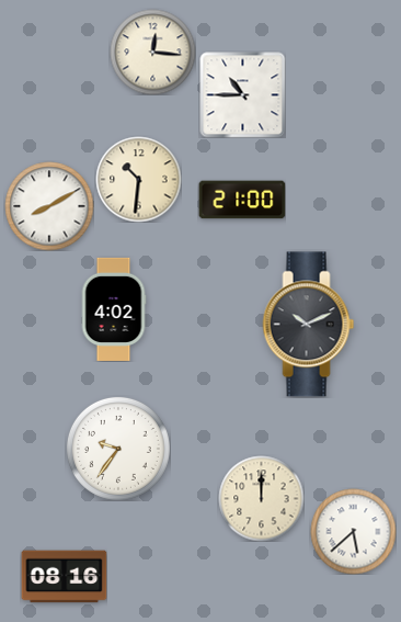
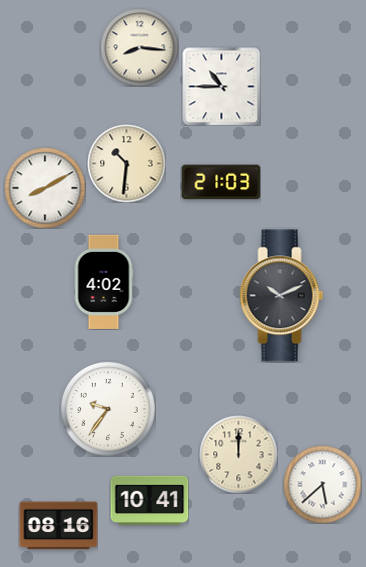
clock at (152, 52): 12:16 -> 8:16
clock at (242, 200): 21:00 -> 21:03
clock at (149, 500): none -> 10:41
